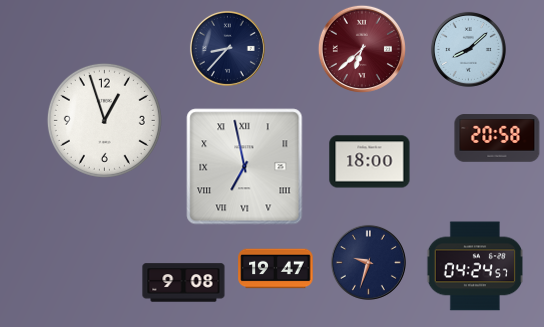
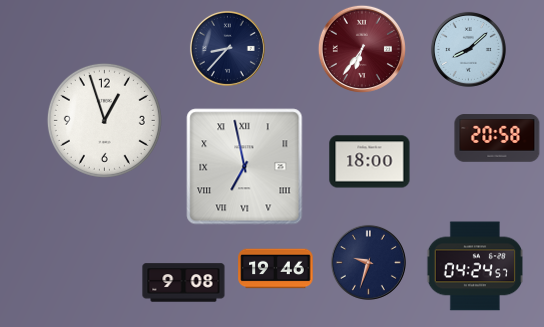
clock at (362, 49): 6:38 -> 6:36
clock at (276, 269): 19:47 -> 19:46
